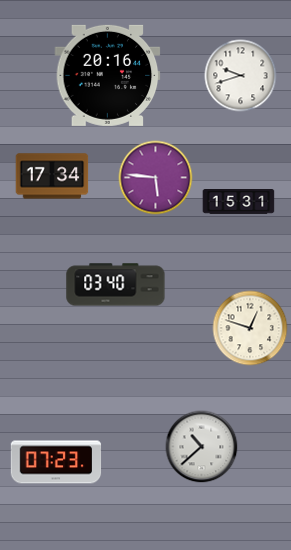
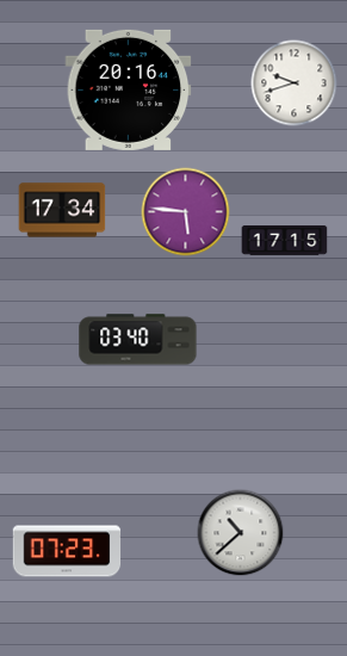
clock at (241, 76) position: (241, 76) -> (295, 83)
clock at (239, 202): 15:31 -> 17:15
clock at (250, 328): 12:48 -> none
